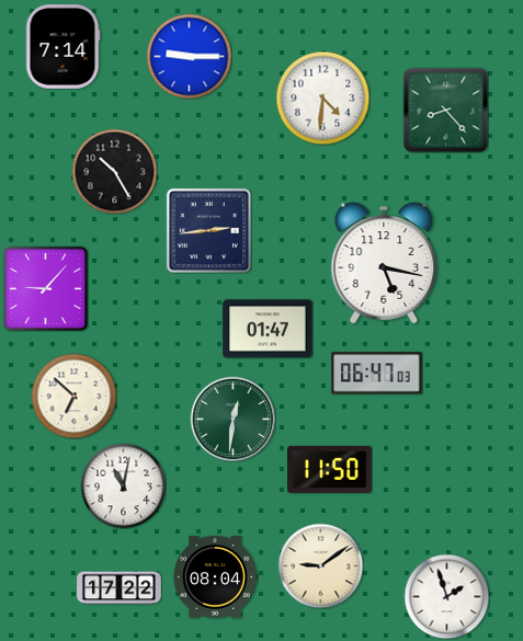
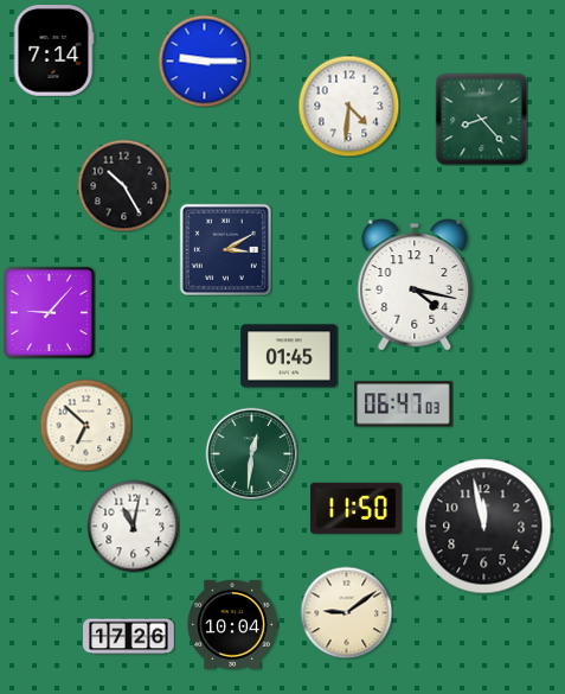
clock at (62, 47) position: (62, 47) -> (53, 51)
clock at (208, 230): 2:44 -> 3:10
clock at (384, 263): 5:17 -> 4:17
clock at (268, 329): 01:47 -> 01:45
clock at (377, 374) position: (377, 374) -> (404, 405)
clock at (73, 396) position: (73, 396) -> (85, 425)
clock at (484, 527): none -> 11:58
clock at (215, 576): 08:04 -> 10:04
clock at (120, 588): 17:22 -> 17:26
clock at (446, 596): 1:57 -> none
